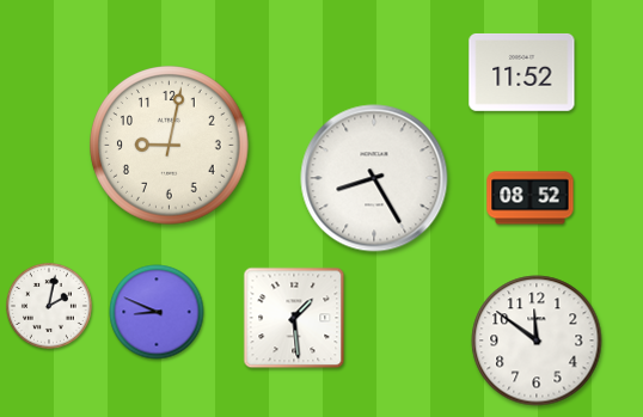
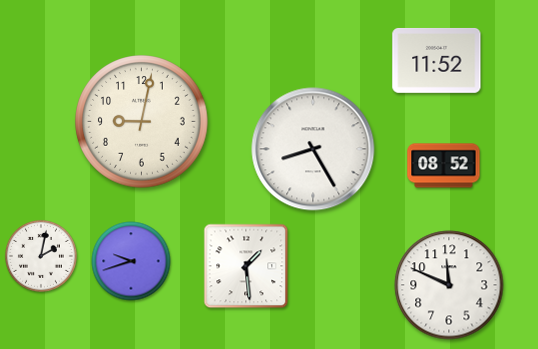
clock at (157, 312): 8:49 -> 9:42
clock at (537, 341): 11:51 -> 11:49
